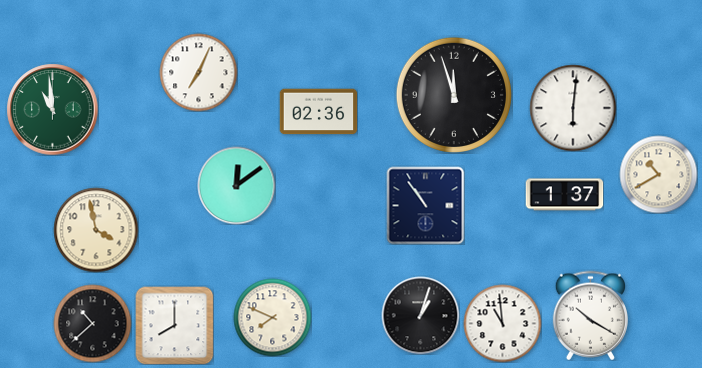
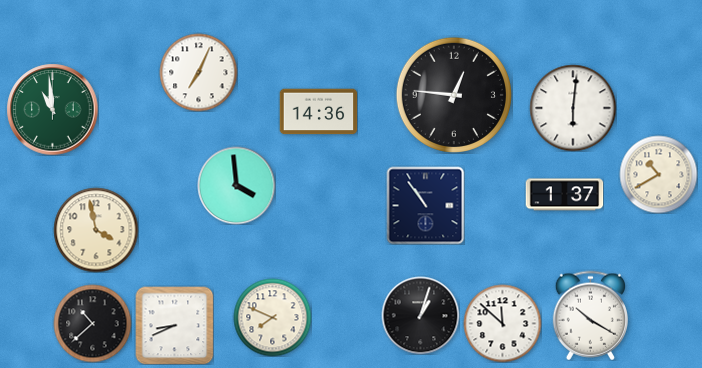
clock at (454, 95): 11:57 -> 12:46
clock at (318, 112): 02:36 -> 14:36
clock at (236, 185): 12:09 -> 3:59
clock at (502, 323): 10:59 -> 11:52
clock at (174, 325): 8:00 -> 8:41
